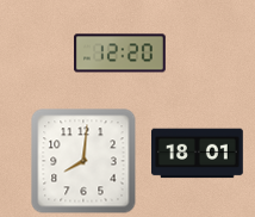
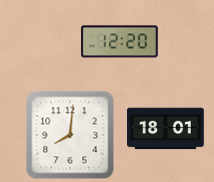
clock at (120, 54) position: (120, 54) -> (120, 42)
